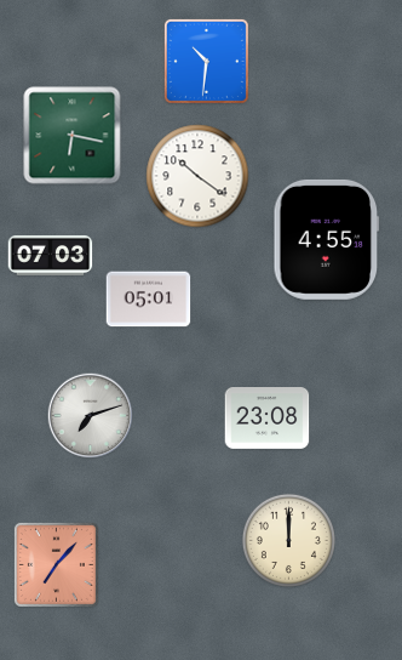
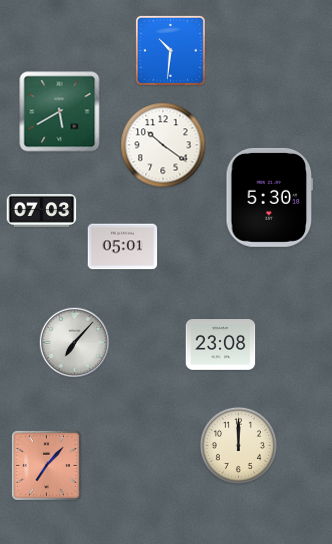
clock at (73, 136): 6:17 -> 5:40
clock at (327, 239): 4:55 -> 5:30
clock at (91, 416): 7:12 -> 7:07
